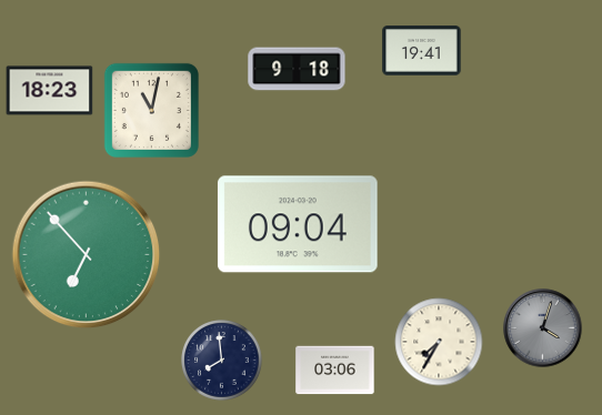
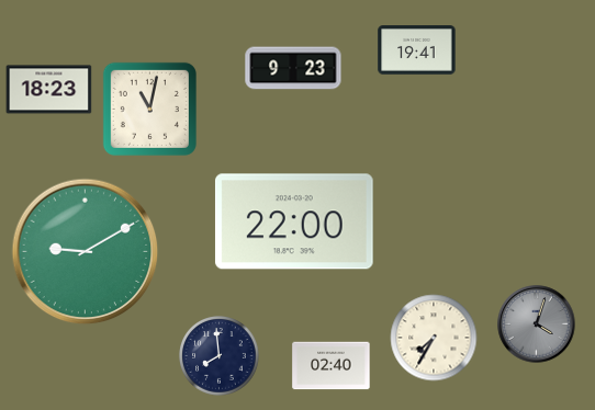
clock at (297, 69): 9:18 -> 9:23
clock at (298, 224): 09:04 -> 22:00
clock at (87, 255): 6:53 -> 9:10
clock at (335, 371): 03:06 -> 02:40
